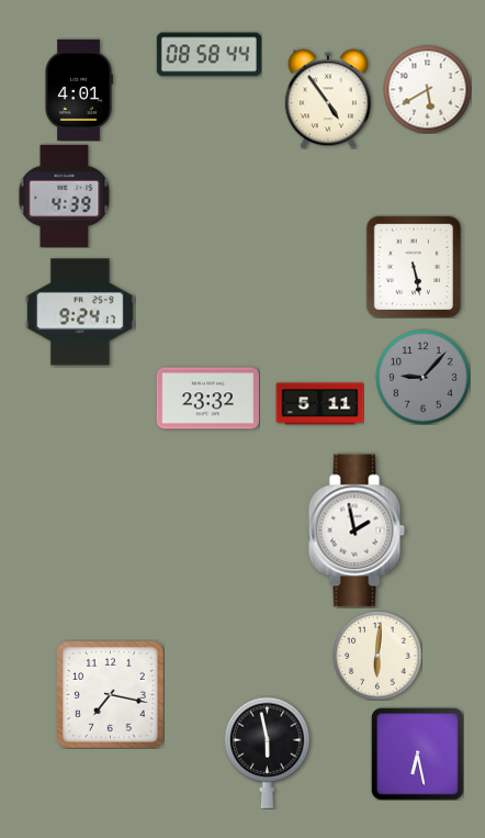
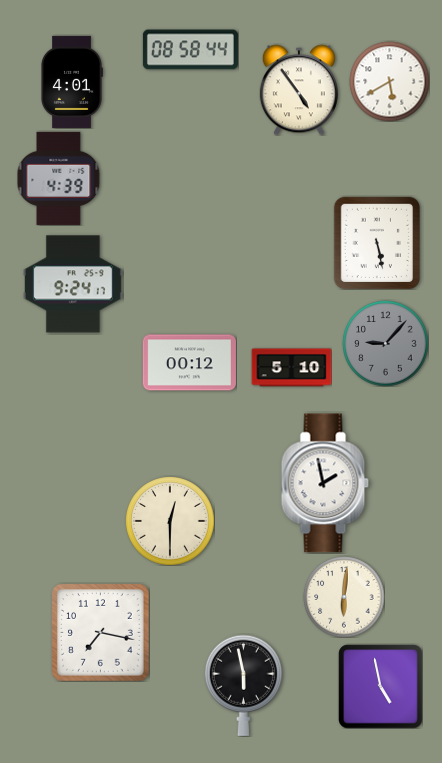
clock at (207, 399): 23:32 -> 00:12
clock at (319, 404): 5:11 -> 5:10
clock at (170, 521): none -> 12:30
clock at (417, 753): 6:28 -> 4:58
